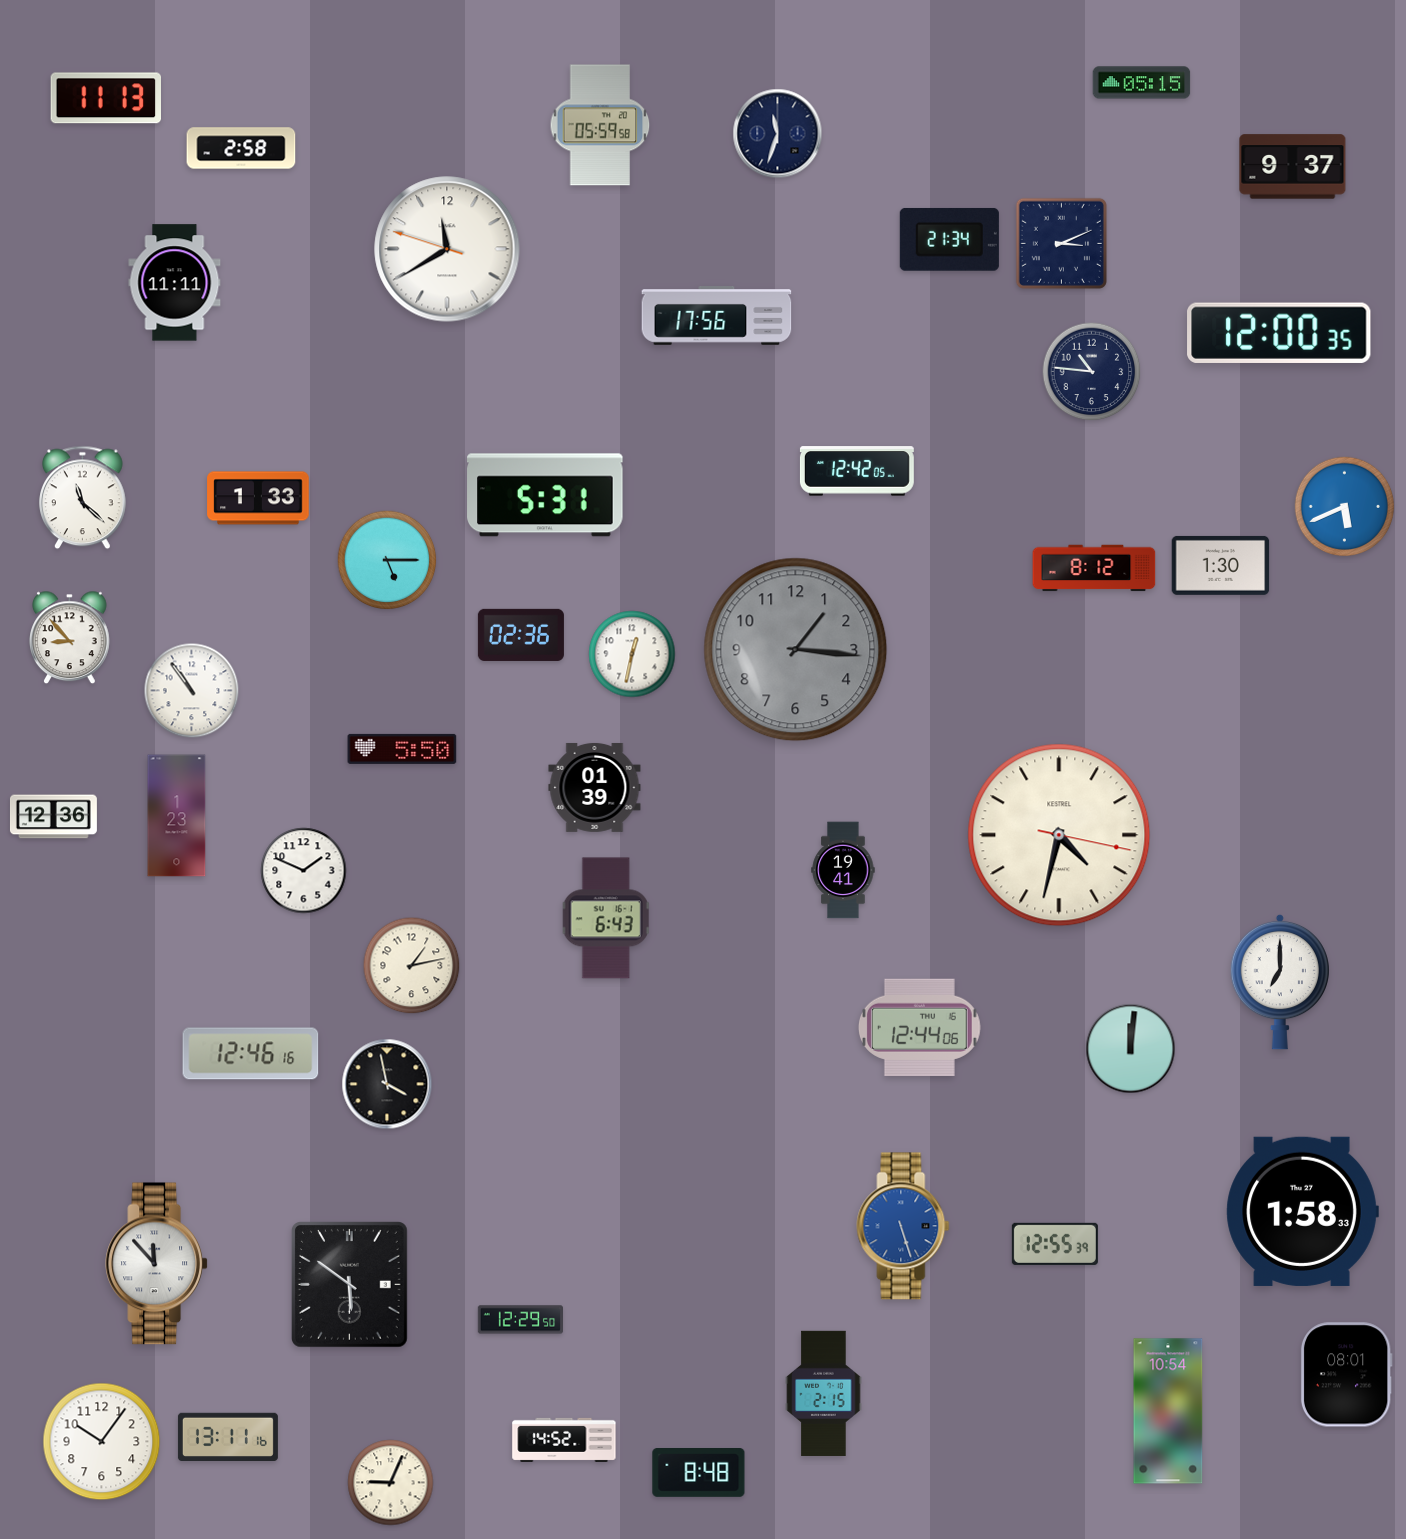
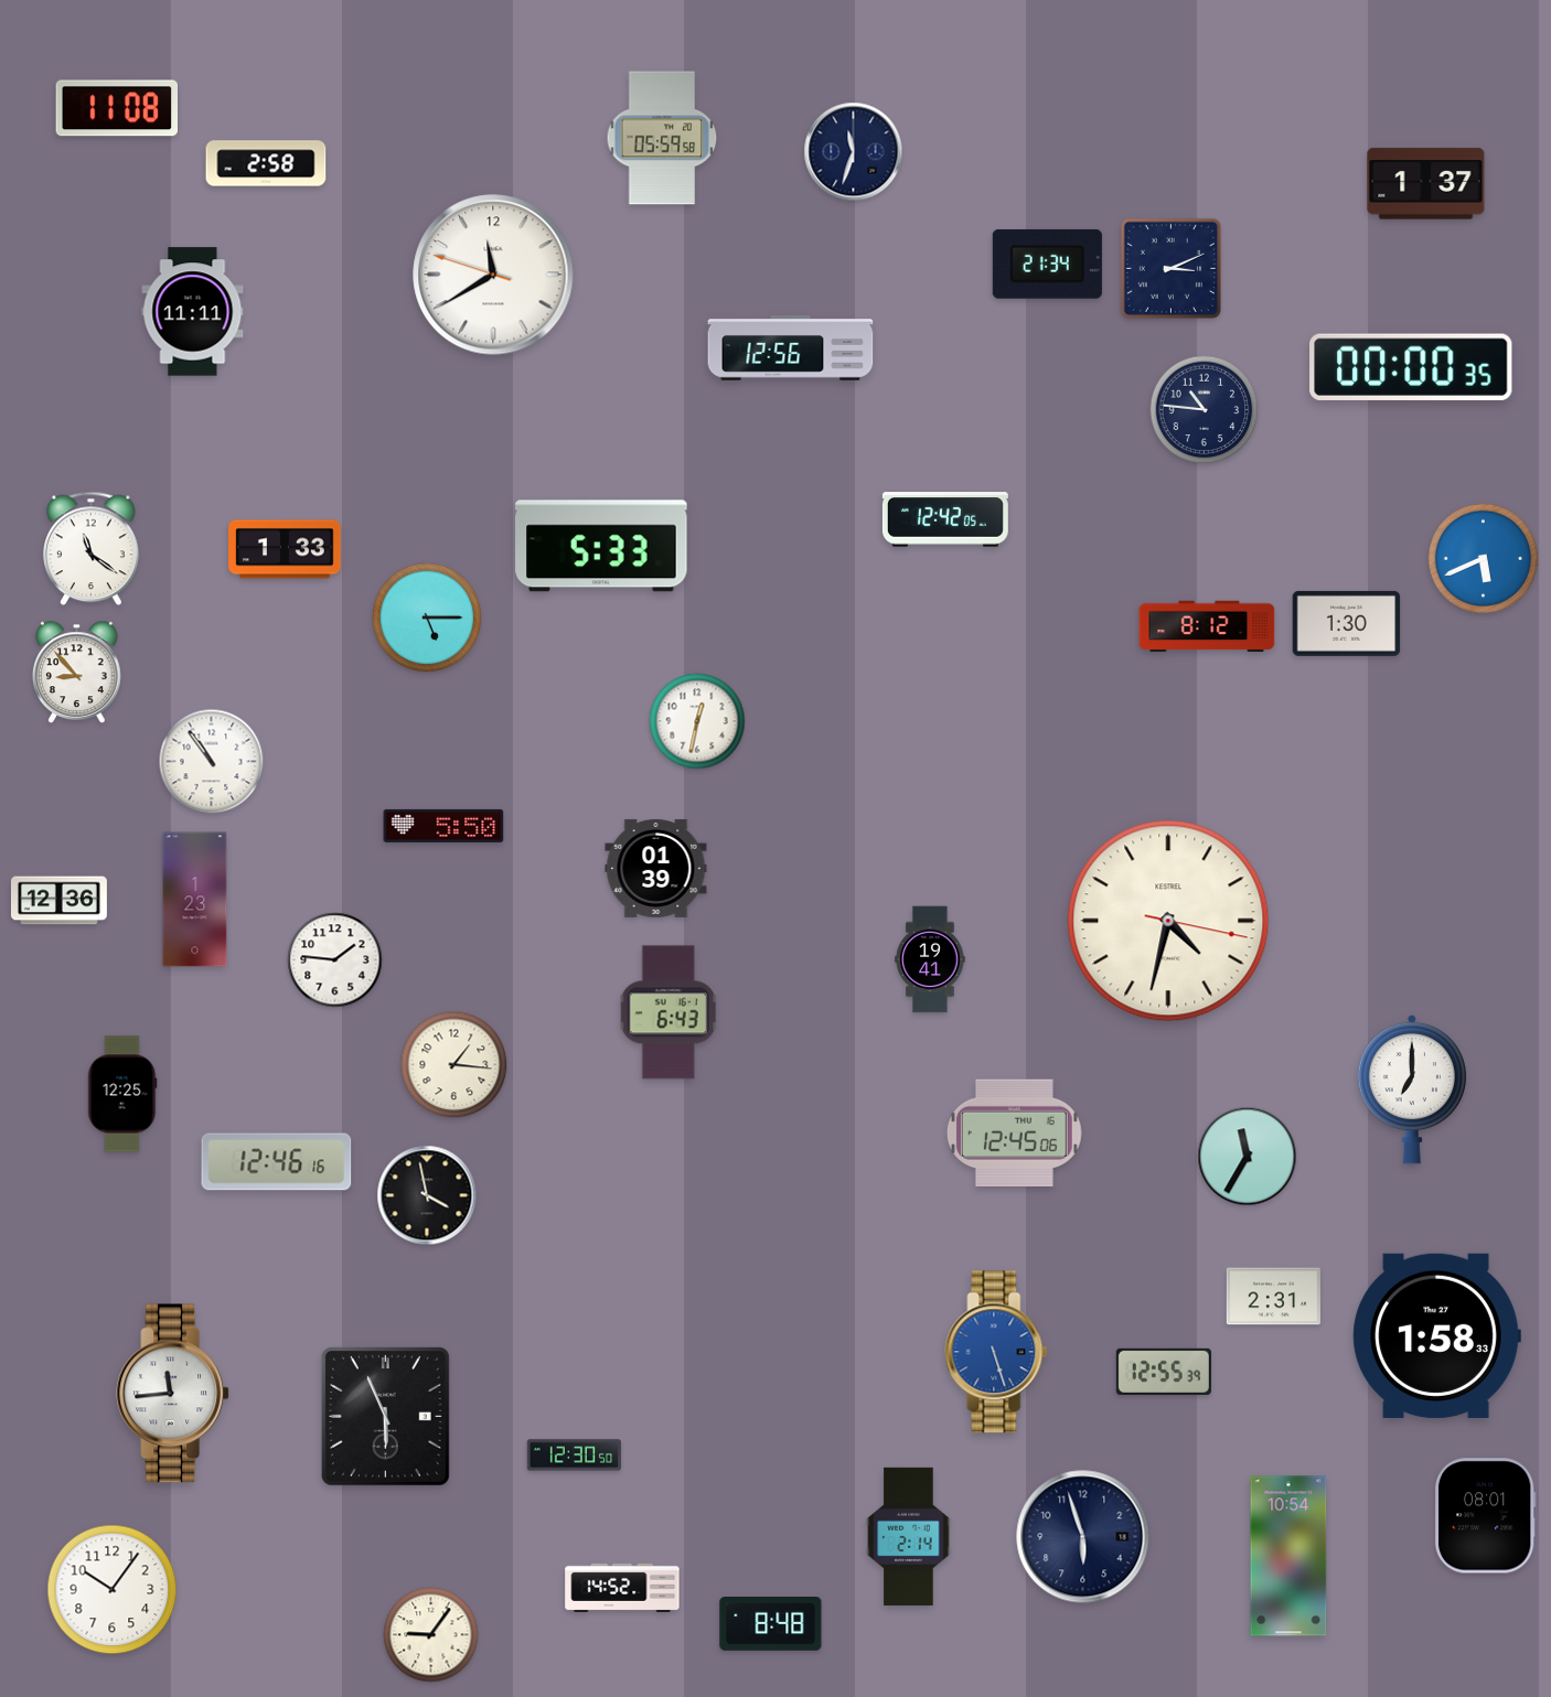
clock at (1142, 83): 05:15 -> none
clock at (105, 98): 11:13 -> 11:08
clock at (778, 134) position: (778, 134) -> (854, 152)
clock at (1293, 167): 9:37 -> 1:37
clock at (717, 316): 17:56 -> 12:56
clock at (1279, 333): 12:00 -> 00:00
clock at (545, 495): 5:31 -> 5:33
clock at (83, 498): 11:22 -> 11:21
clock at (521, 635): 02:36 -> none
clock at (70, 638) position: (70, 638) -> (77, 673)
clock at (796, 650): 1:16 -> none
clock at (304, 871): 1:49 -> 1:46
clock at (412, 966): 1:13 -> 1:16
clock at (1279, 982) position: (1279, 982) -> (1411, 1089)
clock at (122, 1094): none -> 12:25
clock at (919, 1027): 12:44 -> 12:45
clock at (1131, 1049): 12:01 -> 11:35
clock at (1273, 1297): none -> 2:31
clock at (157, 1264): 11:53 -> 11:44
clock at (350, 1285): 5:51 -> 5:56
clock at (520, 1320): 12:29 -> 12:30
clock at (824, 1393): 2:15 -> 2:14
clock at (1083, 1537): none -> 5:57
clock at (228, 1436): 13:11 -> none
clock at (391, 1483): 9:04 -> 9:06
